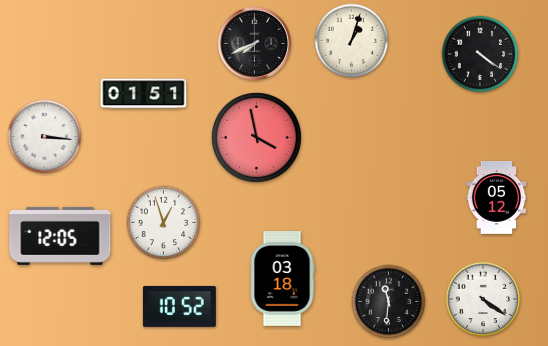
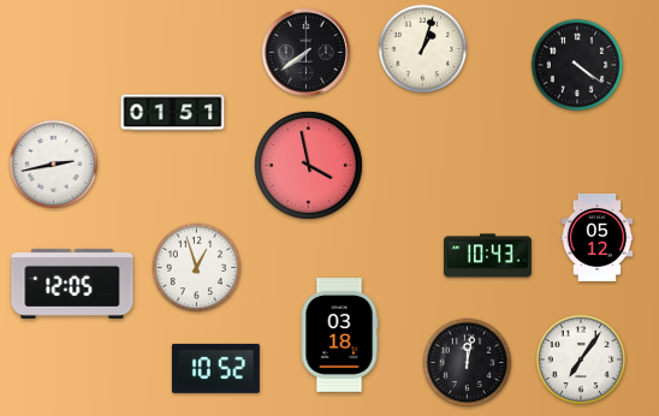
clock at (254, 43): 7:41 -> 7:39
clock at (45, 137): 3:16 -> 2:43
clock at (487, 256): none -> 10:43
clock at (483, 299): 4:21 -> 7:06
clock at (389, 302): 11:31 -> 12:02
